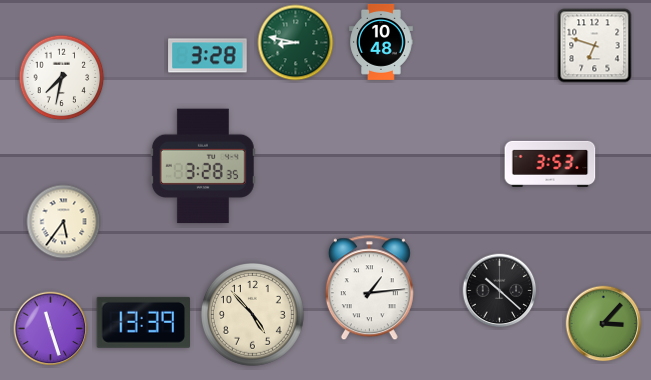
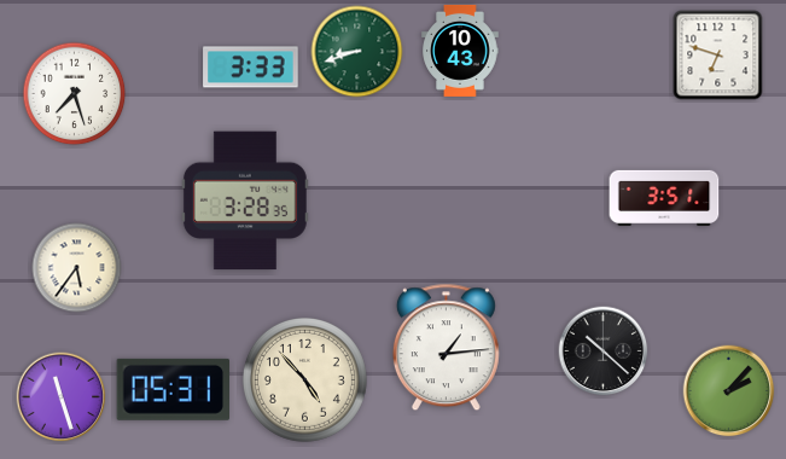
clock at (381, 42): 10:48 -> 10:43
clock at (296, 43): 8:47 -> 8:42
clock at (208, 56): 3:28 -> 3:33
clock at (62, 78): 7:32 -> 7:27
clock at (550, 164): 3:53 -> 3:51
clock at (143, 322): 13:39 -> 05:31
clock at (604, 324): 3:07 -> 2:07
